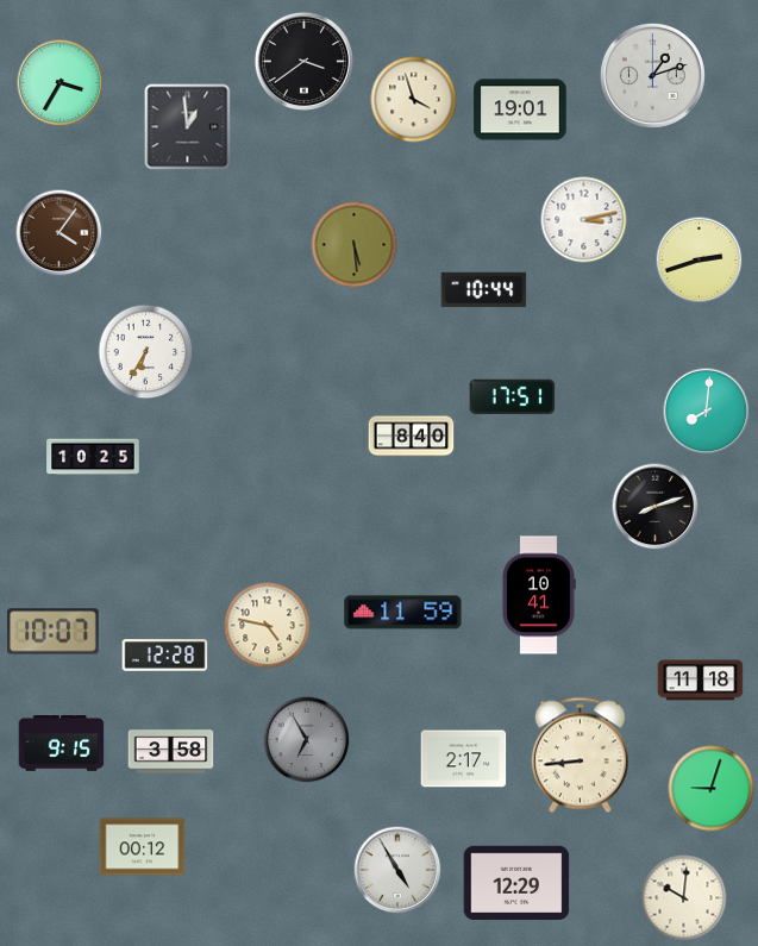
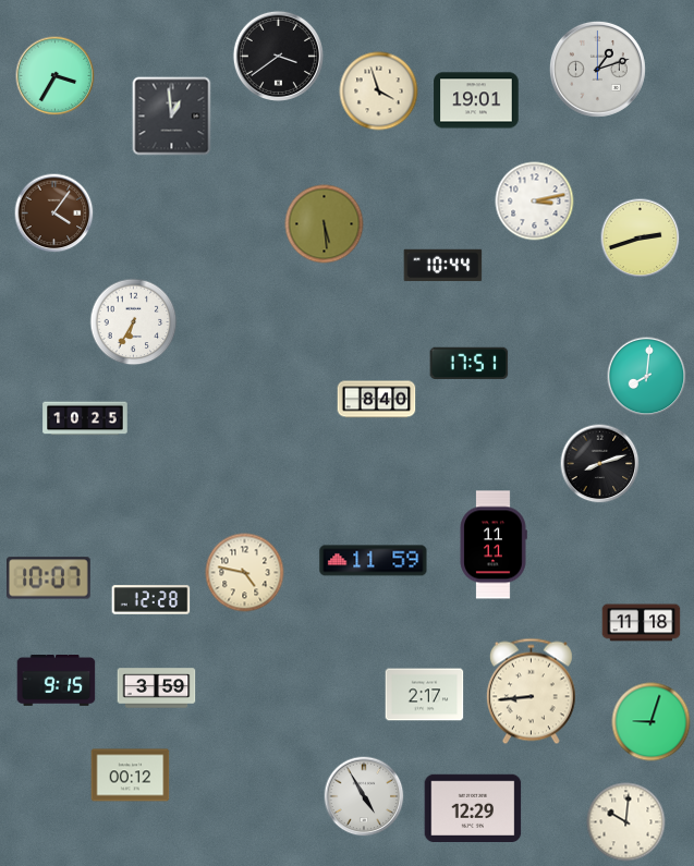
clock at (539, 595): 10:41 -> 11:11
clock at (403, 613) position: (403, 613) -> (374, 561)
clock at (307, 740): 6:55 -> none
clock at (171, 752): 3:58 -> 3:59
